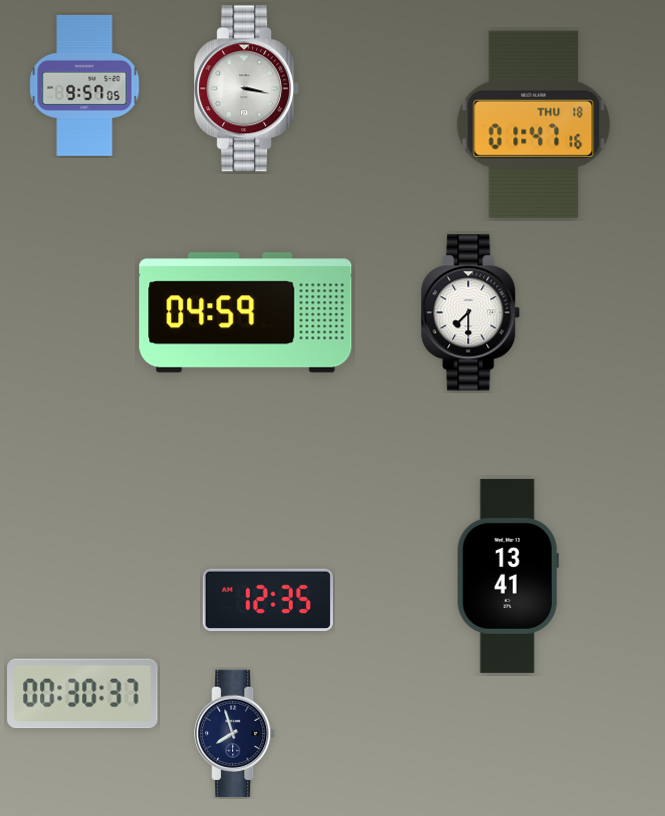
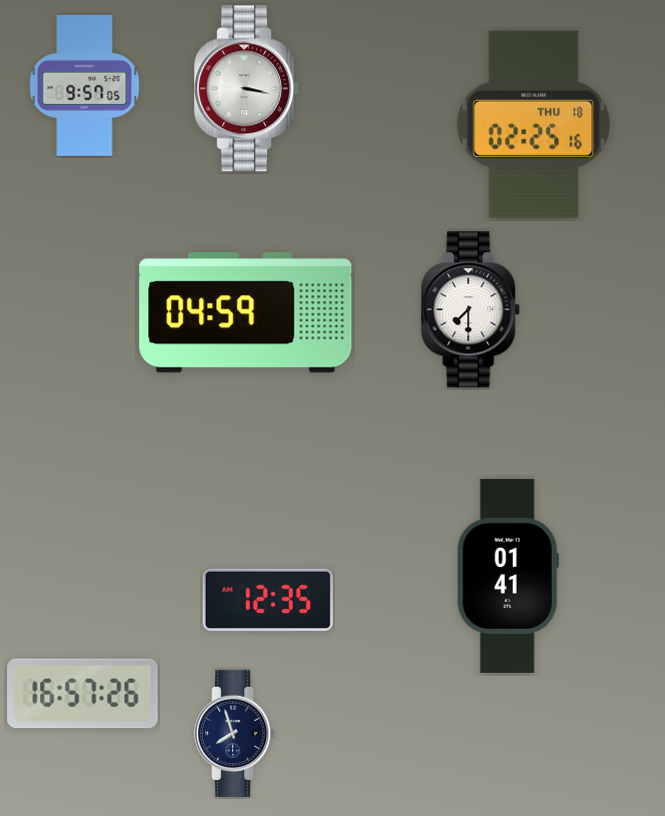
clock at (534, 124): 01:47 -> 02:25
clock at (471, 313) position: (471, 313) -> (471, 310)
clock at (508, 576): 13:41 -> 01:41
clock at (83, 694): 00:30 -> 16:57
